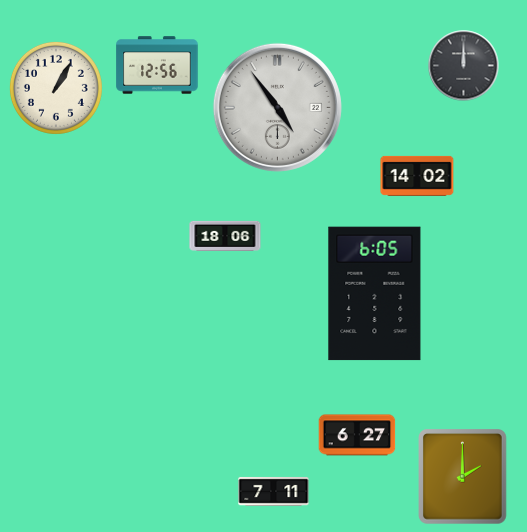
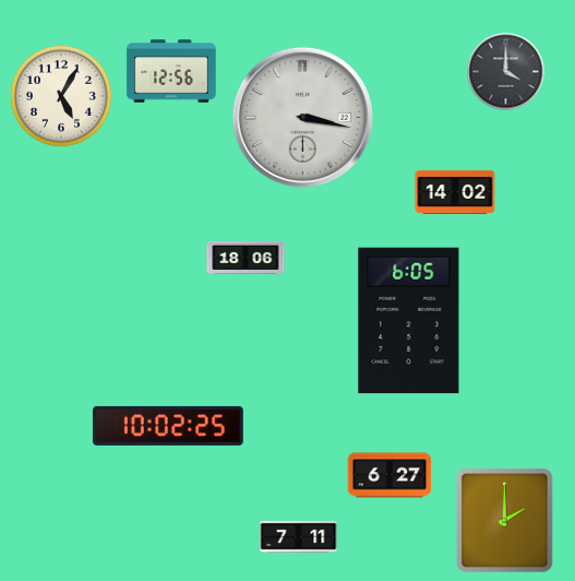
clock at (464, 66): 12:00 -> 4:00
clock at (56, 88): 1:05 -> 5:05
clock at (277, 107): 4:54 -> 3:17
clock at (168, 426): none -> 10:02
